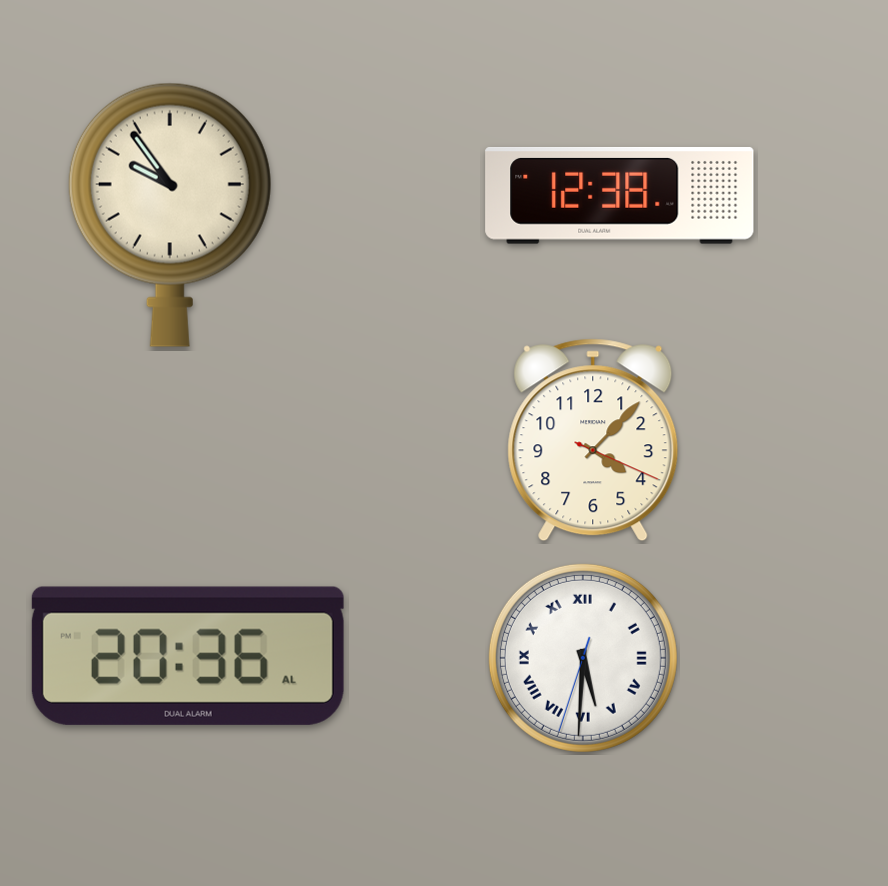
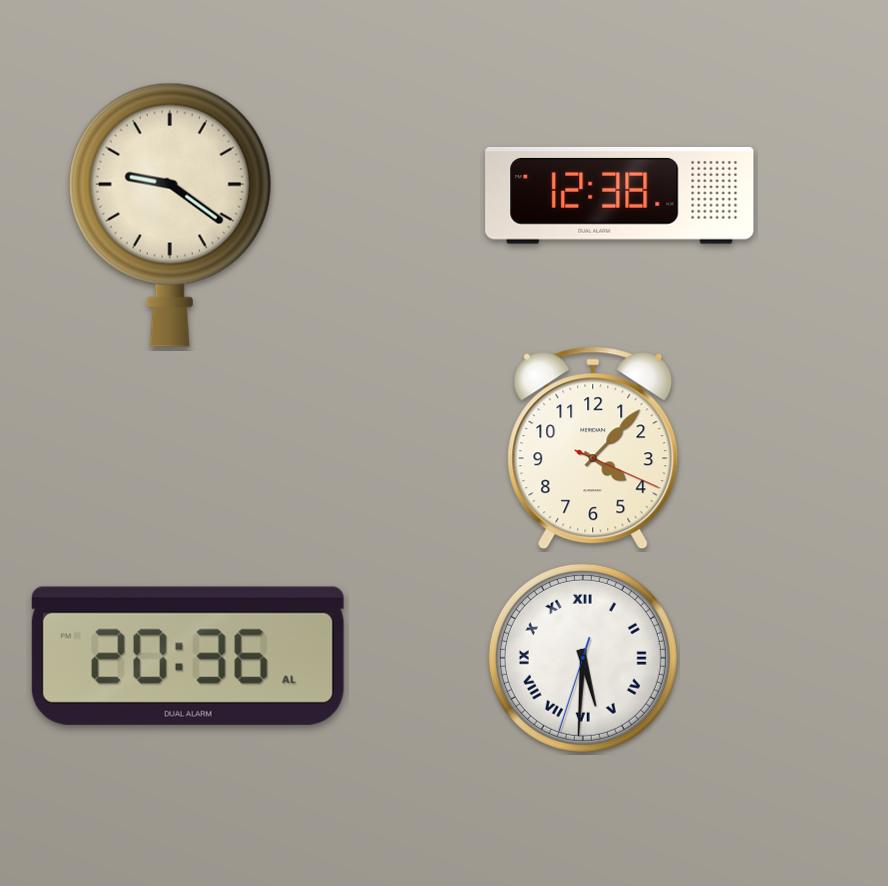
clock at (170, 215): 9:54 -> 9:21
clock at (593, 440) position: (593, 440) -> (593, 448)
